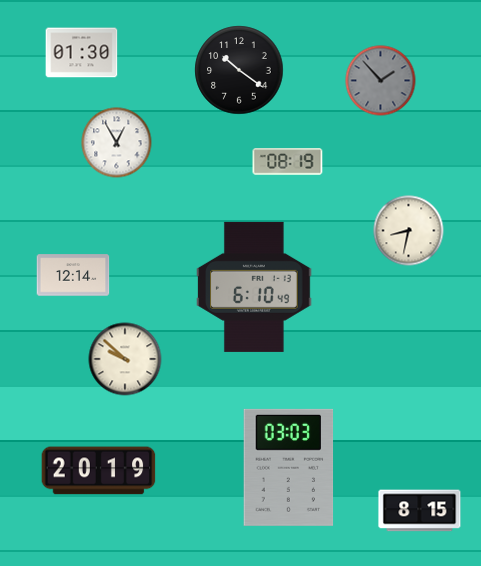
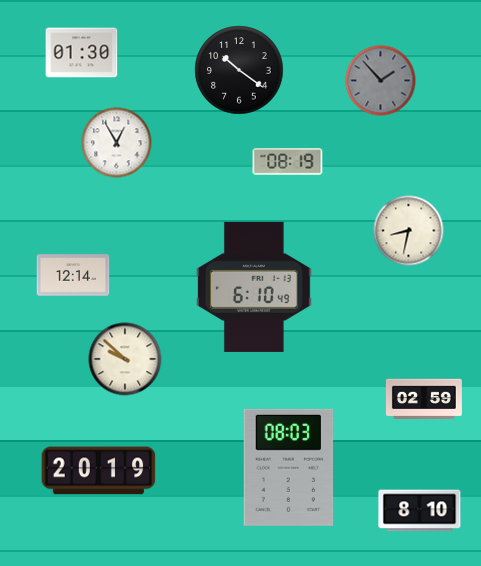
clock at (424, 398): none -> 02:59
clock at (289, 467): 03:03 -> 08:03
clock at (420, 511): 8:15 -> 8:10
